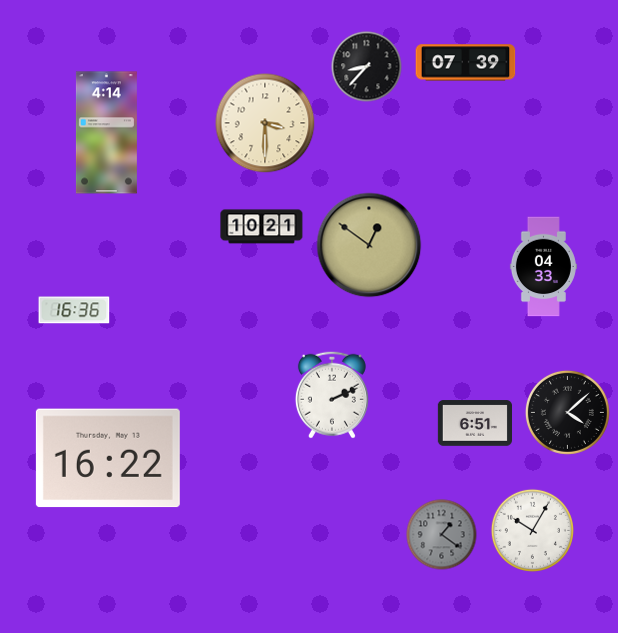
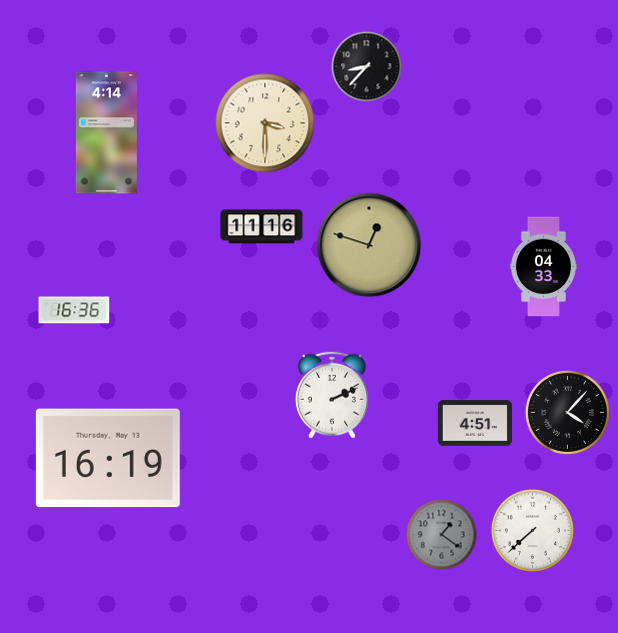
clock at (466, 63): 07:39 -> none
clock at (262, 227): 10:21 -> 11:16
clock at (369, 245): 12:51 -> 12:48
clock at (567, 412): 4:08 -> 4:07
clock at (474, 423): 6:51 -> 4:51
clock at (108, 458): 16:22 -> 16:19
clock at (532, 530): 10:05 -> 7:38
